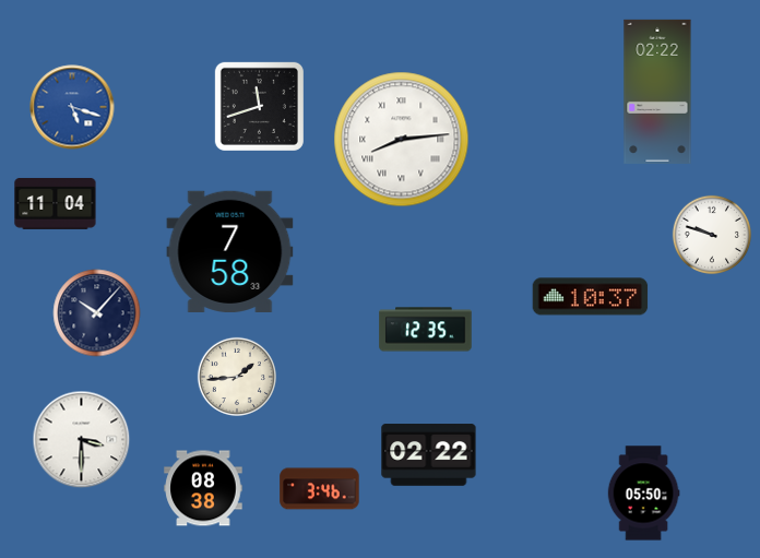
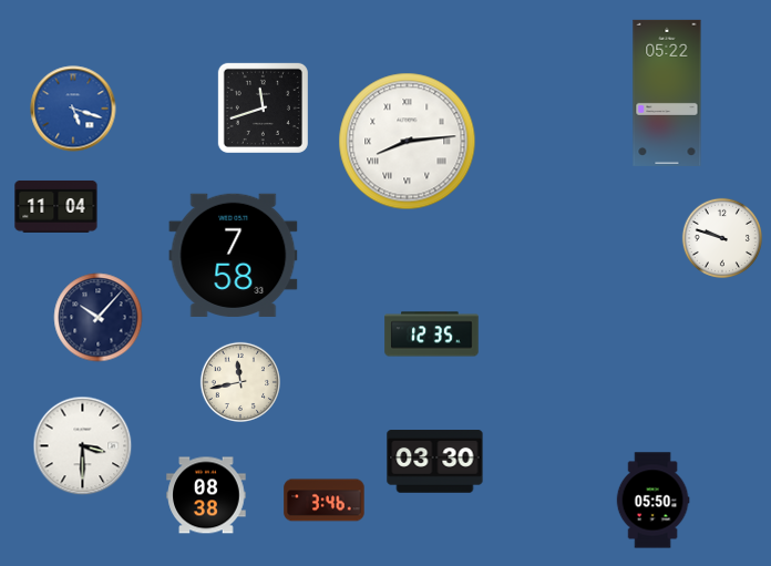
clock at (657, 92): 02:22 -> 05:22
clock at (591, 297): 10:37 -> none
clock at (236, 376): 1:44 -> 11:43
clock at (429, 455): 02:22 -> 03:30
clock at (320, 489) position: (320, 489) -> (325, 501)
